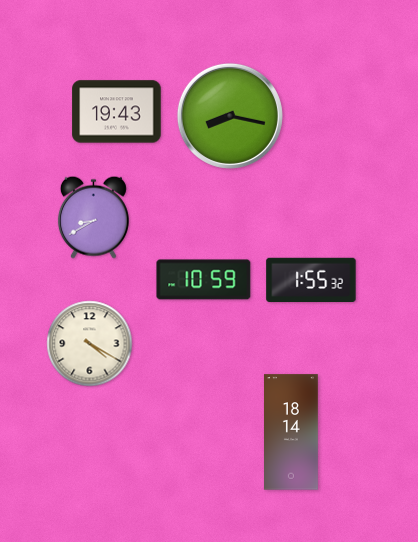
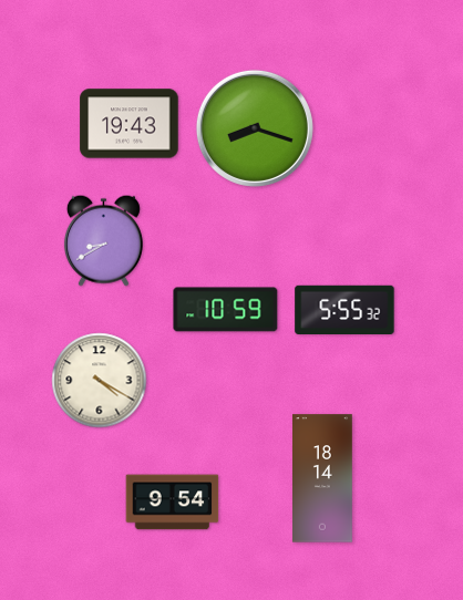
clock at (230, 116): 8:17 -> 8:18
clock at (311, 279): 1:55 -> 5:55
clock at (173, 503): none -> 9:54
